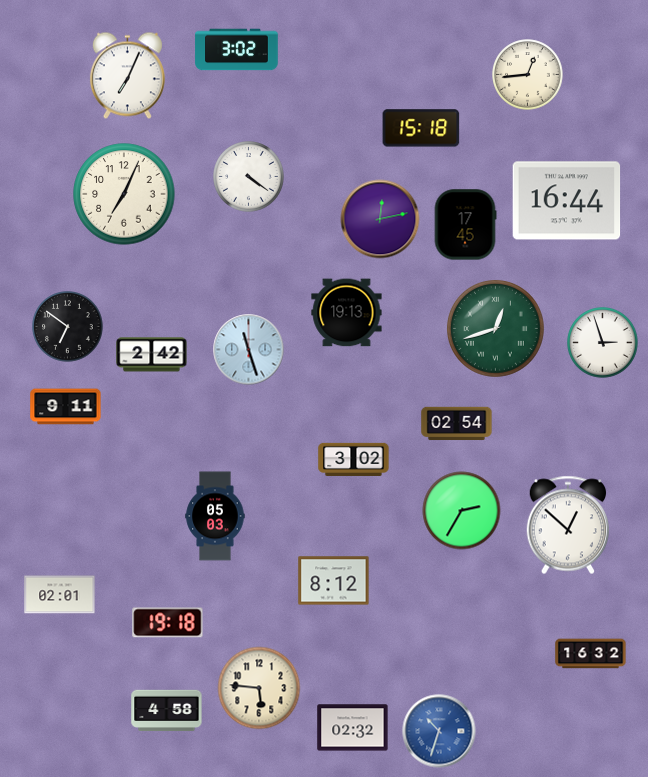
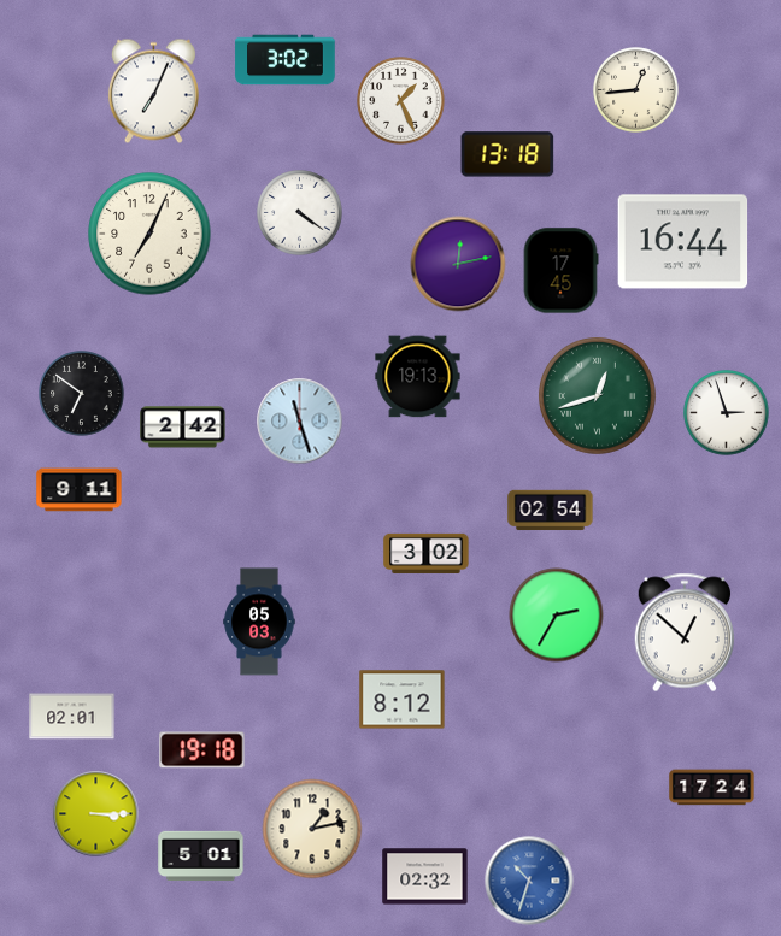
clock at (401, 101): none -> 1:26
clock at (421, 128): 15:18 -> 13:18
clock at (591, 654): 16:32 -> 17:24
clock at (96, 814): none -> 3:15
clock at (259, 688): 5:46 -> 1:13
clock at (167, 711): 4:58 -> 5:01
